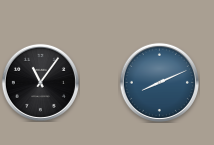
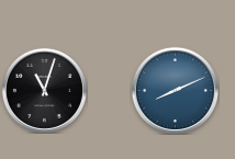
clock at (40, 82): 11:06 -> 11:03
